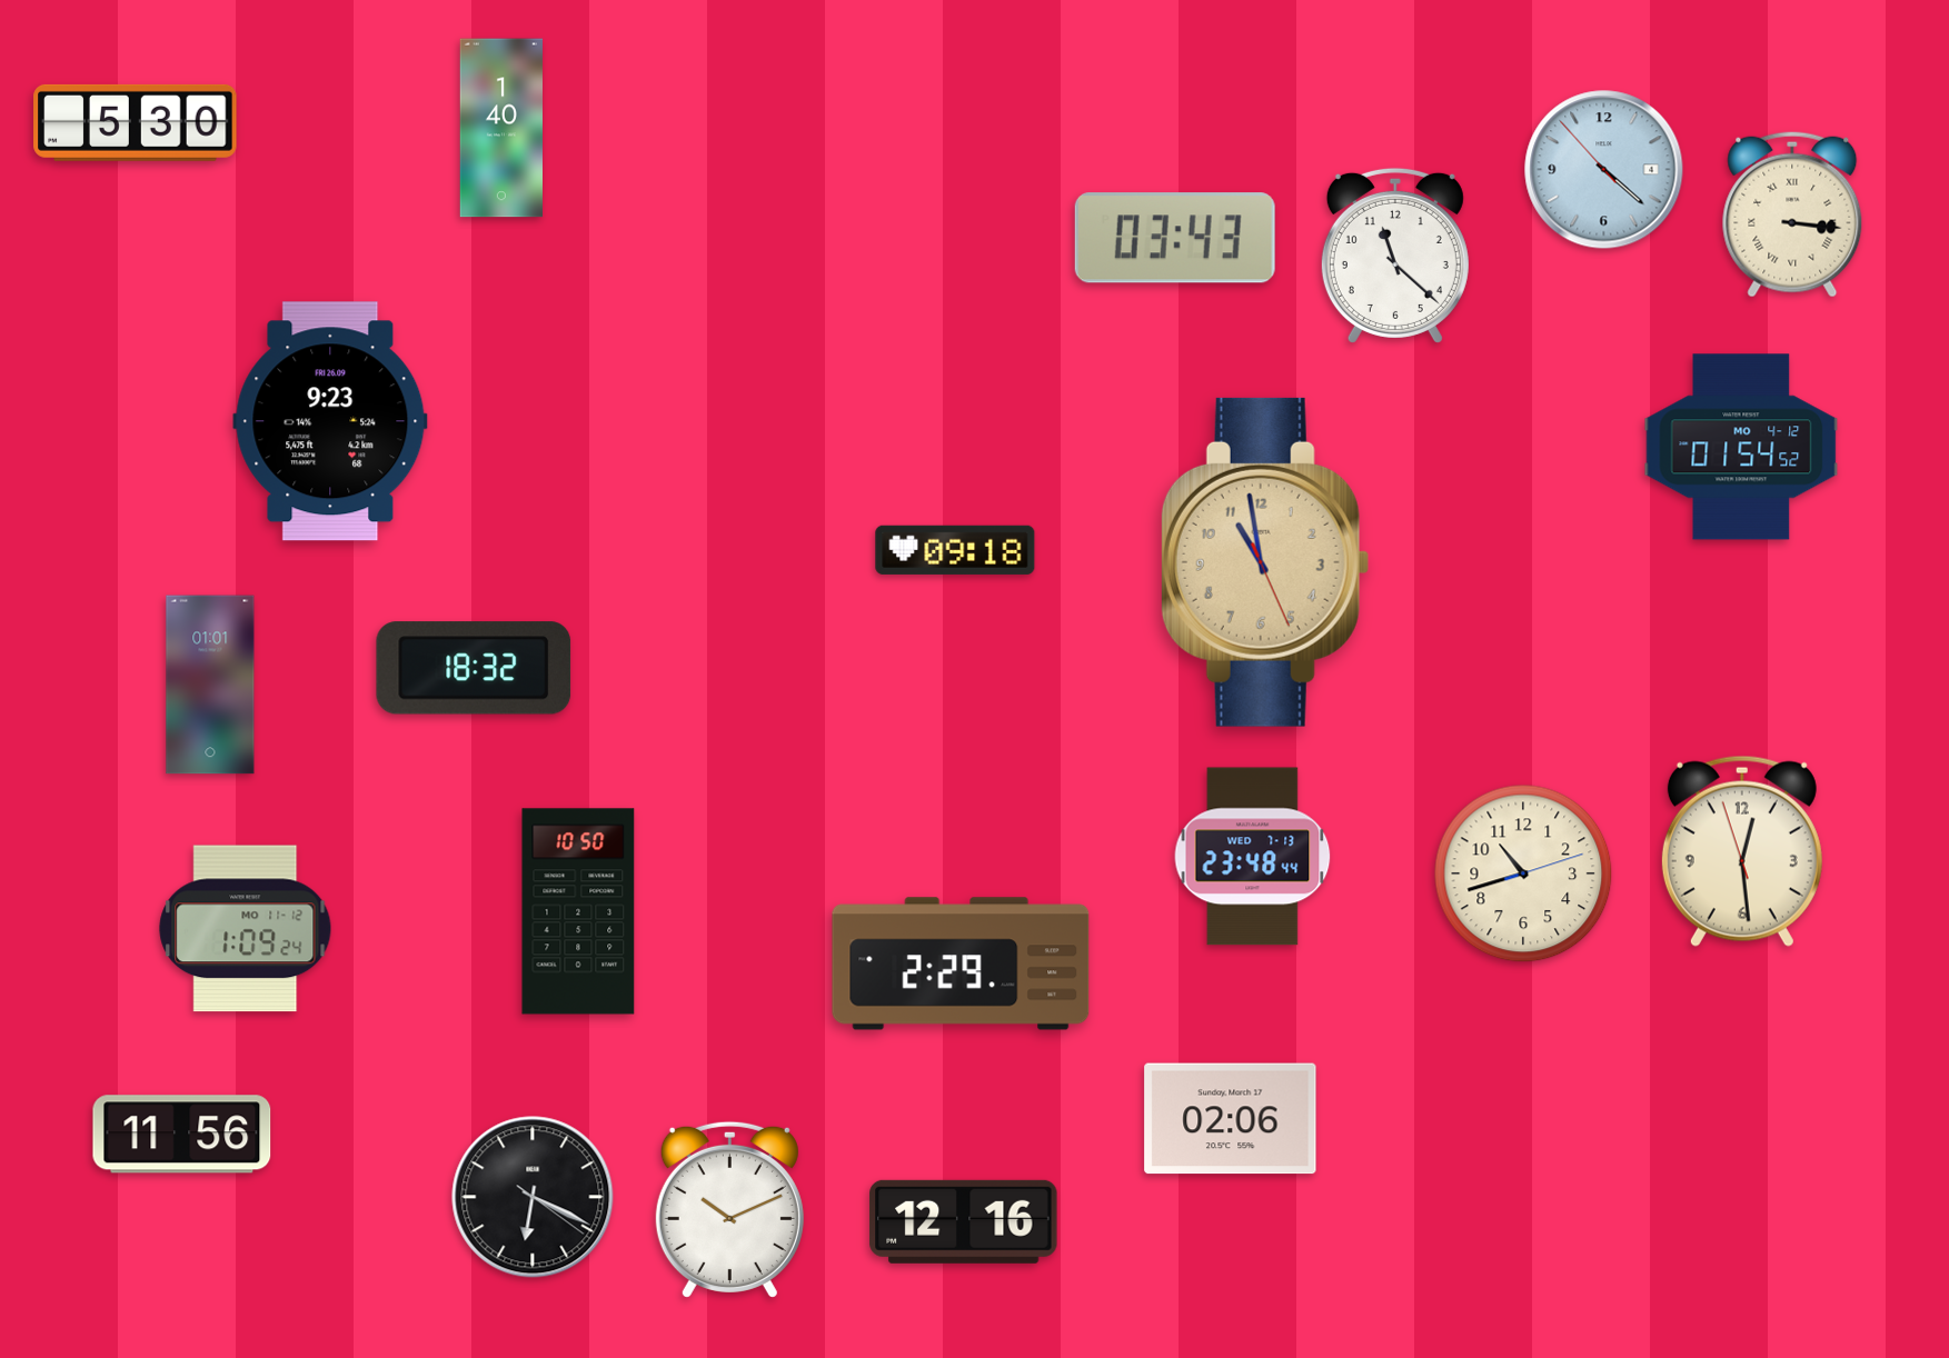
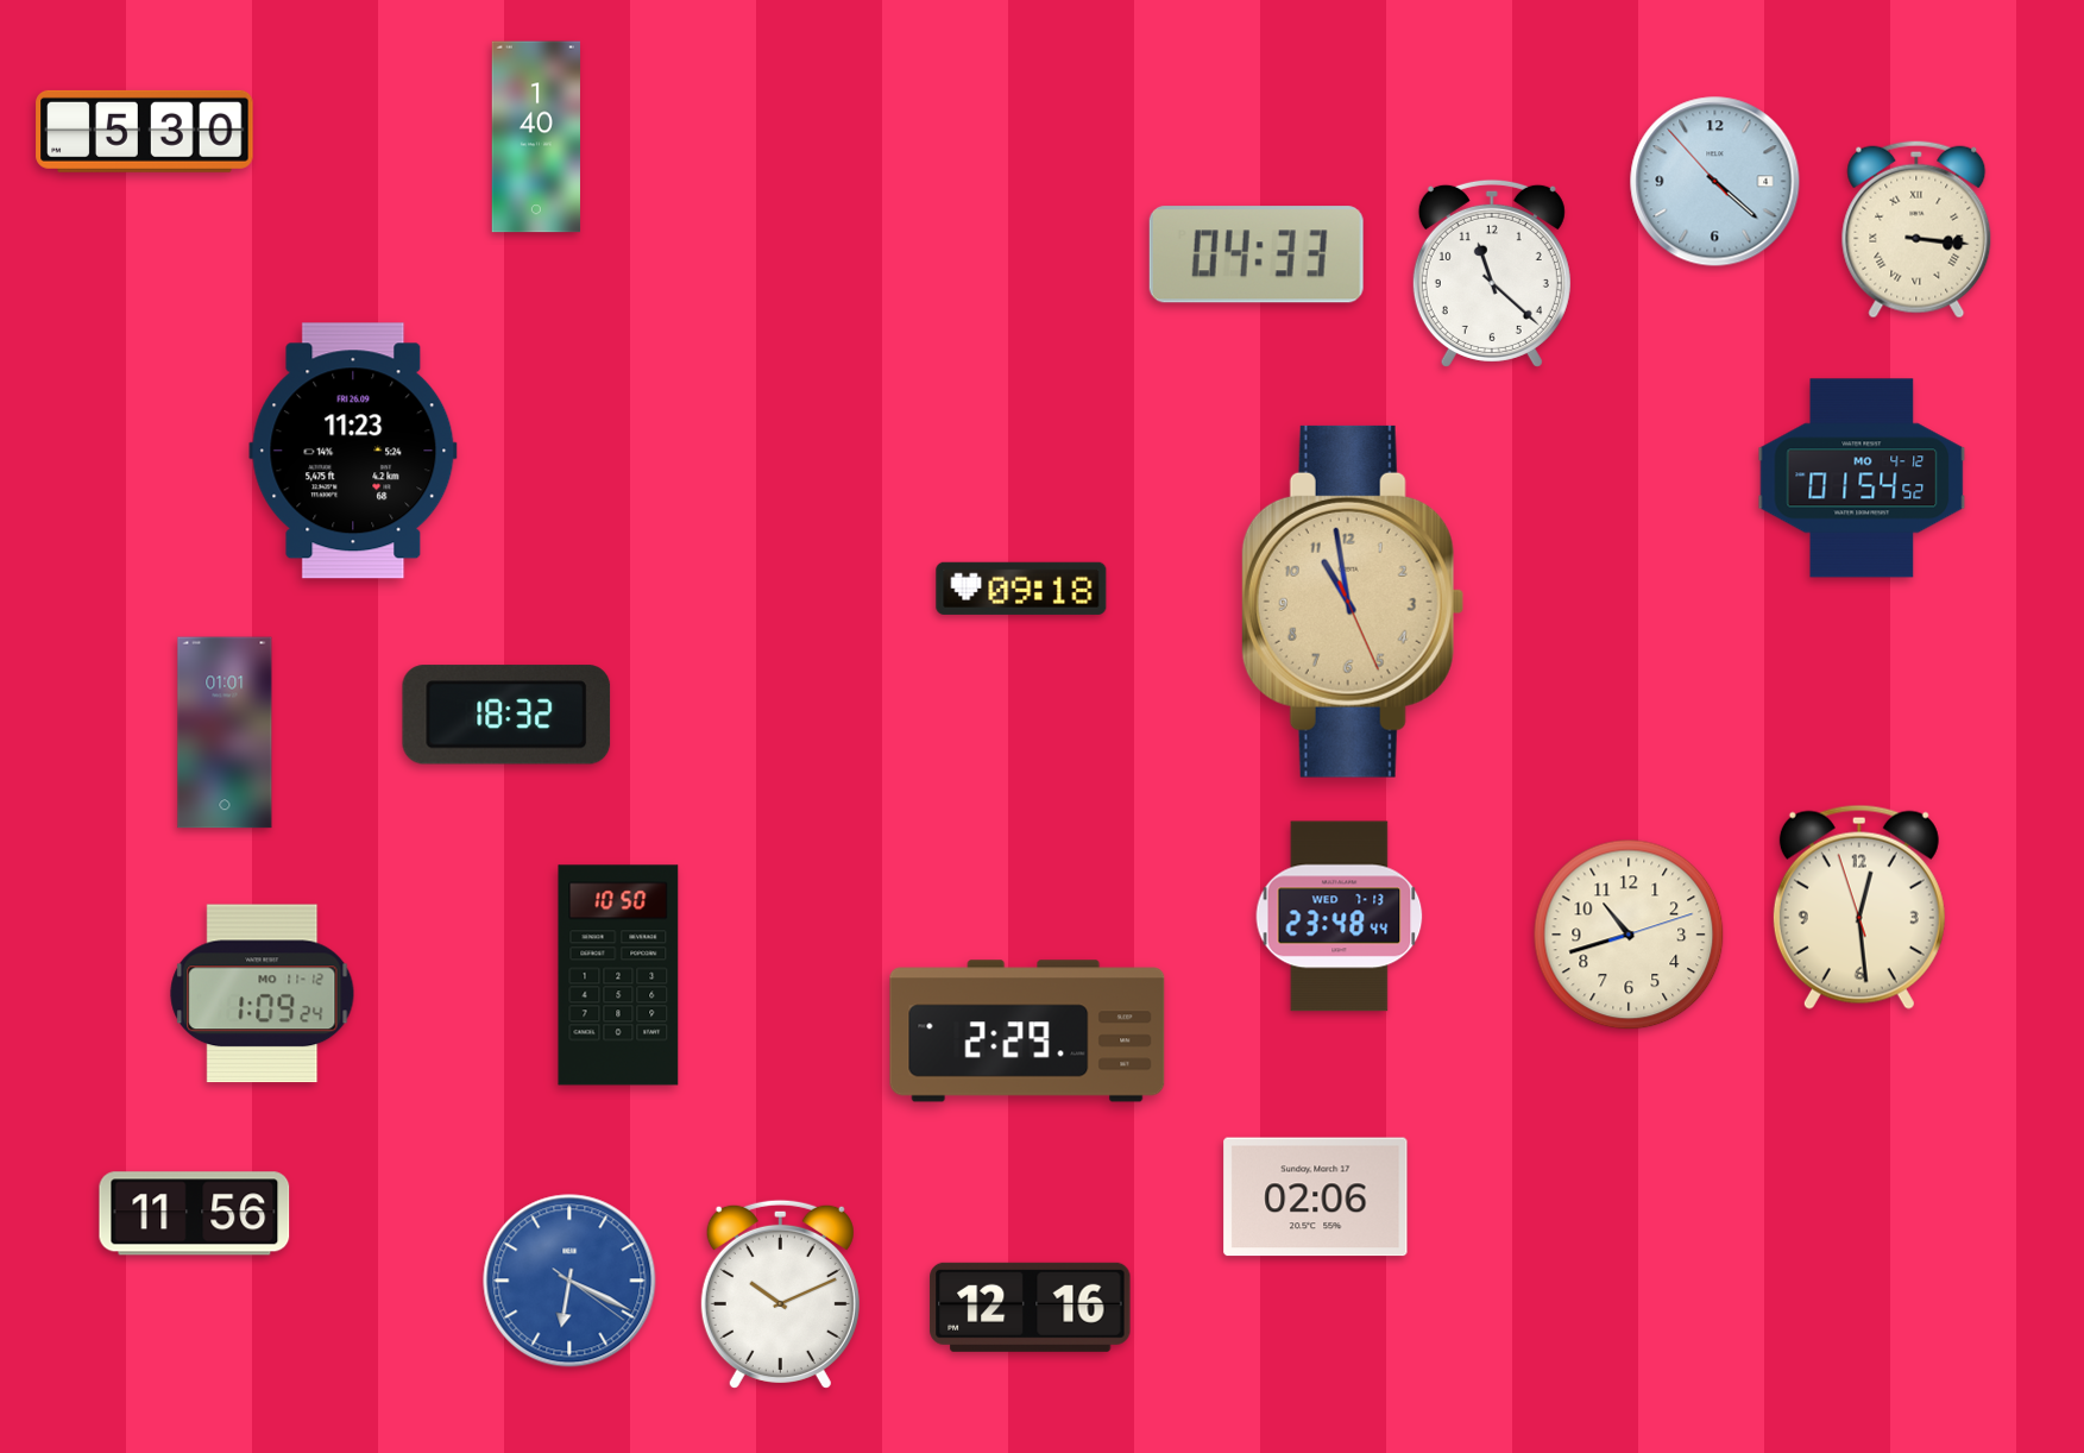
clock at (1175, 238): 03:43 -> 04:33
clock at (330, 421): 9:23 -> 11:23
clock at (1742, 851) position: (1742, 851) -> (1859, 907)
clock at (533, 1197) dial: black -> blue
